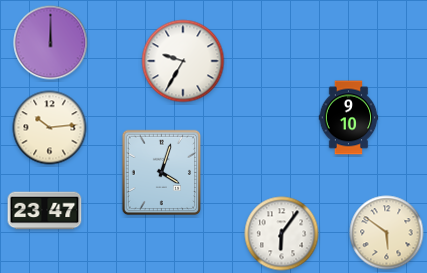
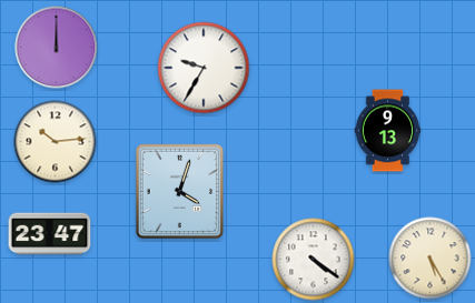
clock at (349, 118): 9:10 -> 9:13
clock at (387, 233): 5:51 -> 5:25
clock at (282, 234): 6:06 -> 4:21
